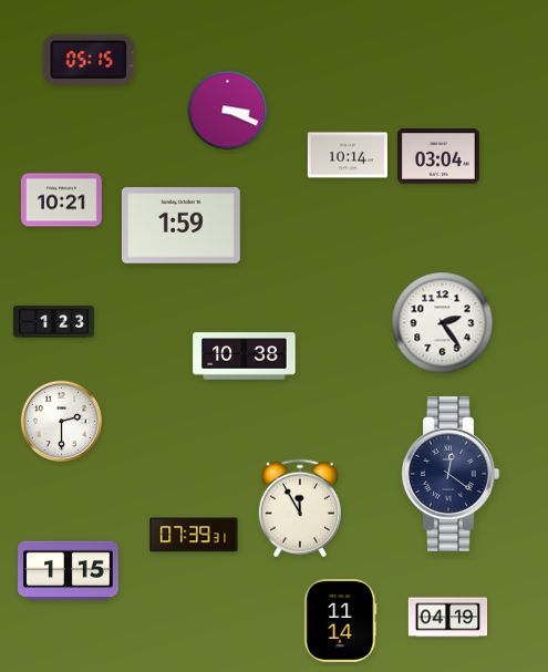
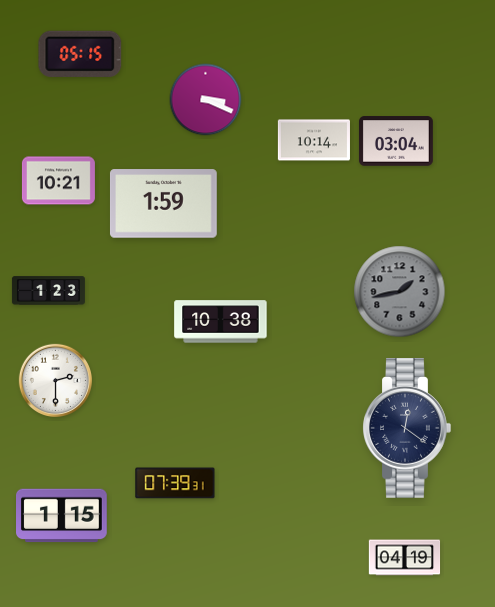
clock at (61, 200) position: (61, 200) -> (58, 181)
clock at (443, 323): 2:24 -> 1:43
clock at (443, 323) dial: white -> grey
clock at (300, 508): 11:55 -> none
clock at (341, 621): 11:14 -> none
